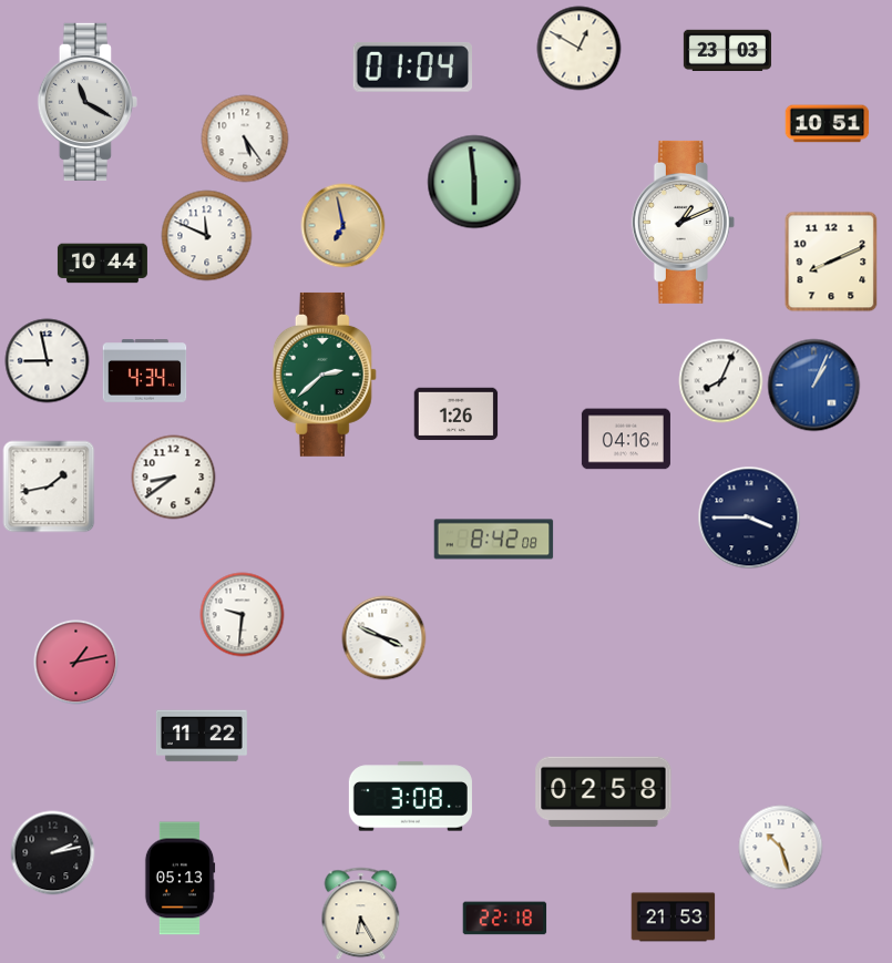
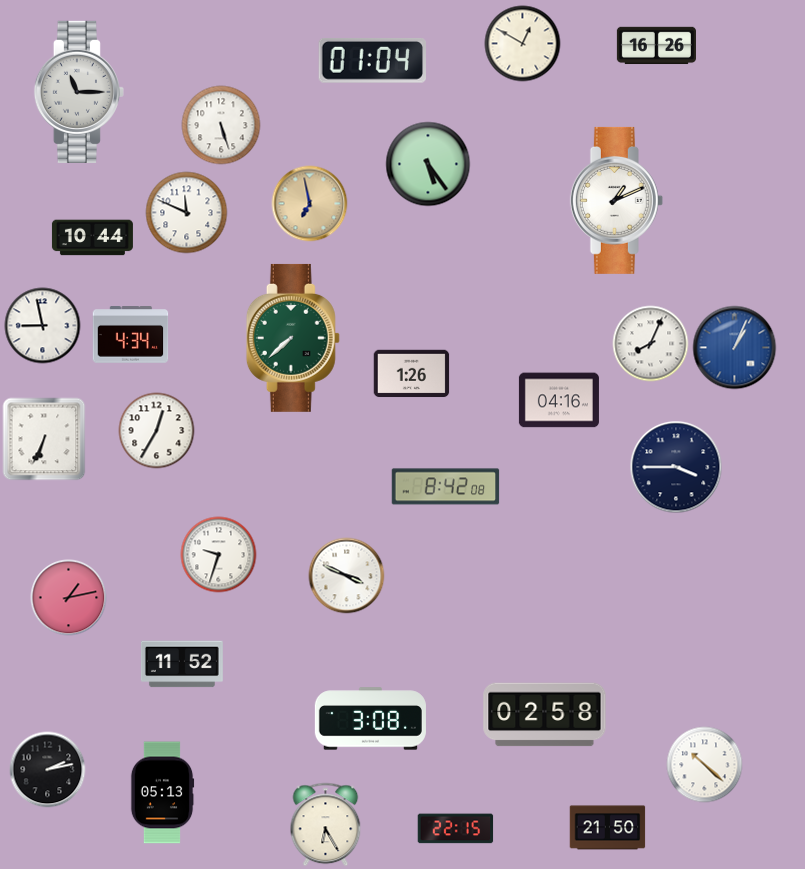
clock at (727, 51): 23:03 -> 16:26
clock at (88, 102): 11:20 -> 11:15
clock at (828, 124): 10:51 -> none
clock at (245, 139): 5:24 -> 5:27
clock at (474, 182): 5:59 -> 5:24
clock at (831, 262): 8:11 -> none
clock at (325, 375): 2:38 -> 7:38
clock at (626, 439) position: (626, 439) -> (559, 400)
clock at (174, 478): 8:39 -> 12:35
clock at (49, 486): 1:43 -> 6:34
clock at (243, 615): 9:31 -> 9:33
clock at (202, 736): 11:22 -> 11:52
clock at (781, 848): 10:27 -> 10:22
clock at (674, 918): 21:53 -> 21:50
clock at (505, 919): 22:18 -> 22:15
